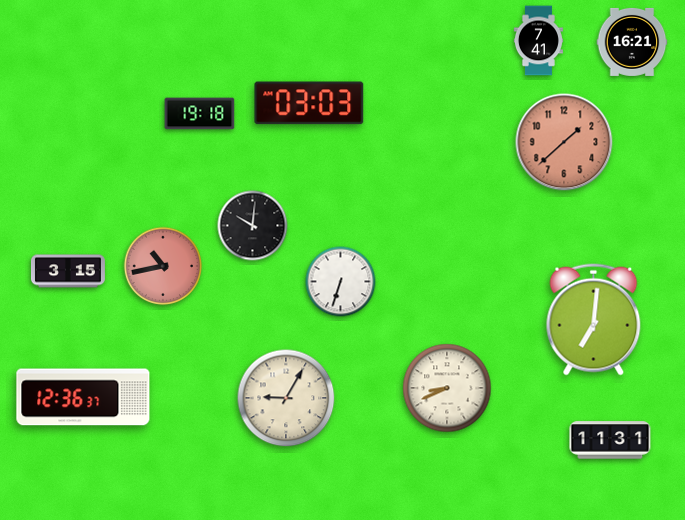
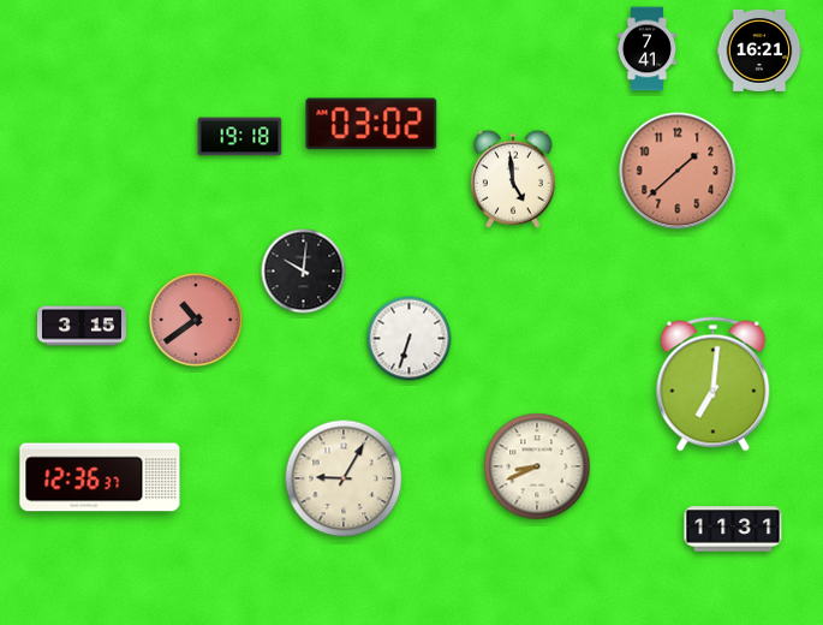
clock at (309, 103): 03:03 -> 03:02
clock at (513, 179): none -> 4:59
clock at (163, 266): 10:43 -> 10:39
